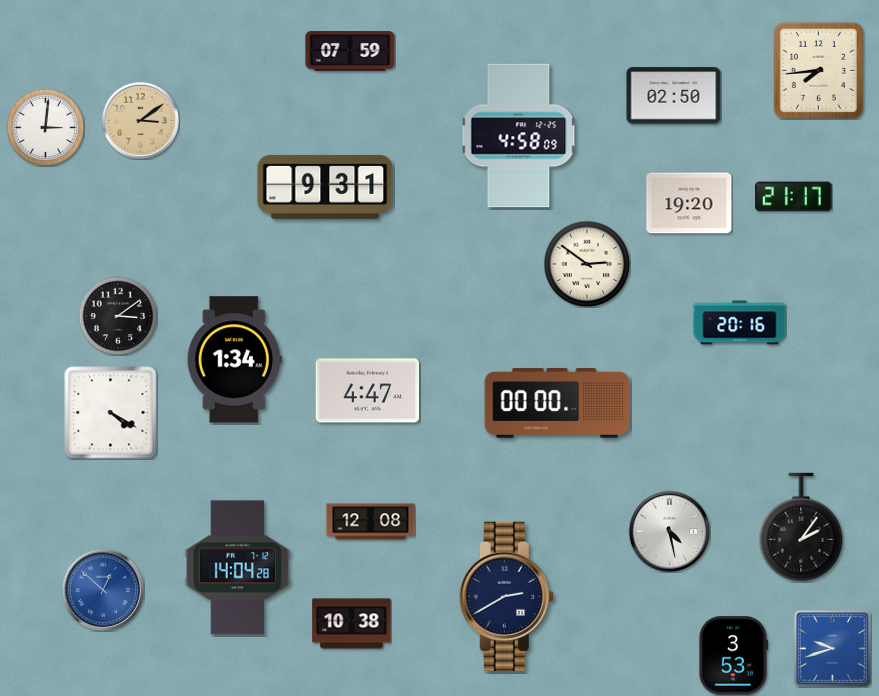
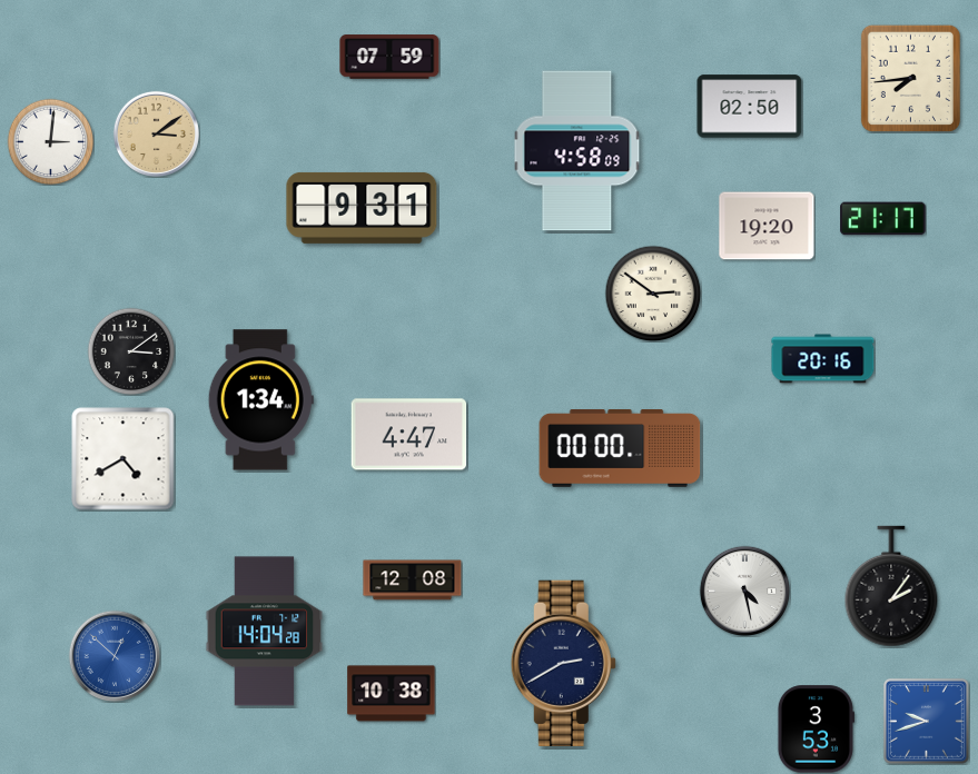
clock at (111, 413): 4:20 -> 4:40
